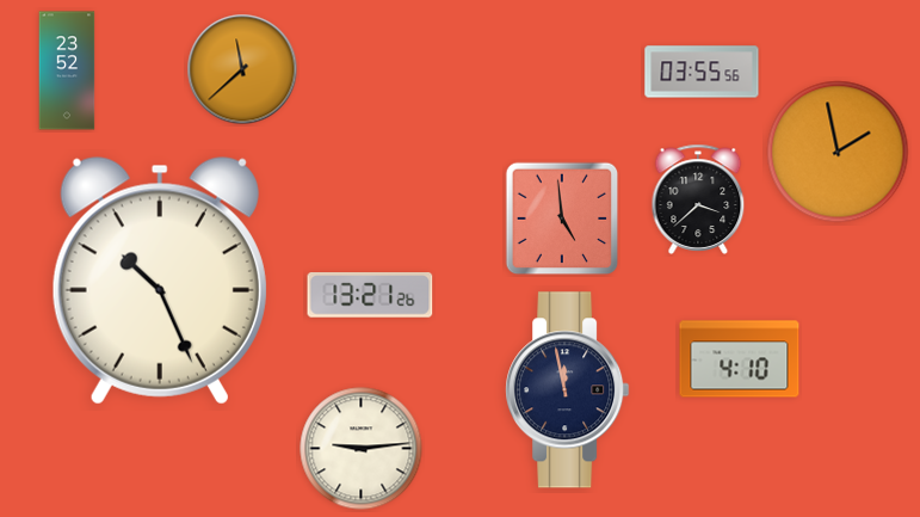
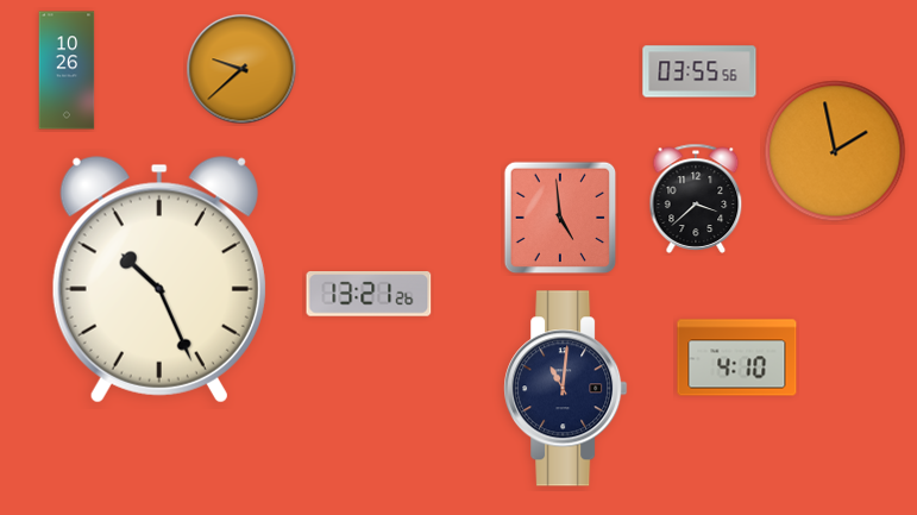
clock at (242, 69): 11:38 -> 9:38
clock at (67, 70): 23:52 -> 10:26
clock at (568, 390): 11:58 -> 11:01
clock at (362, 449): 9:14 -> none
